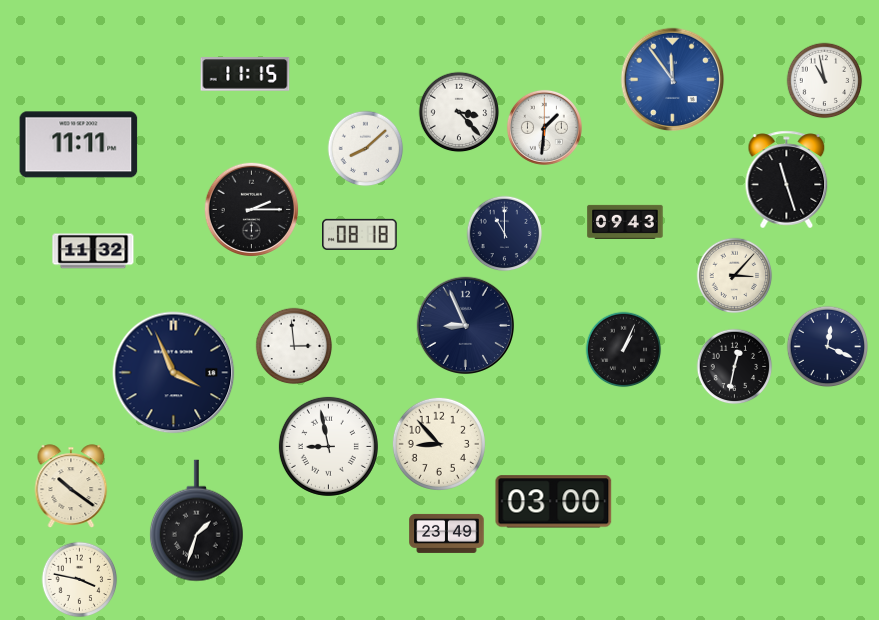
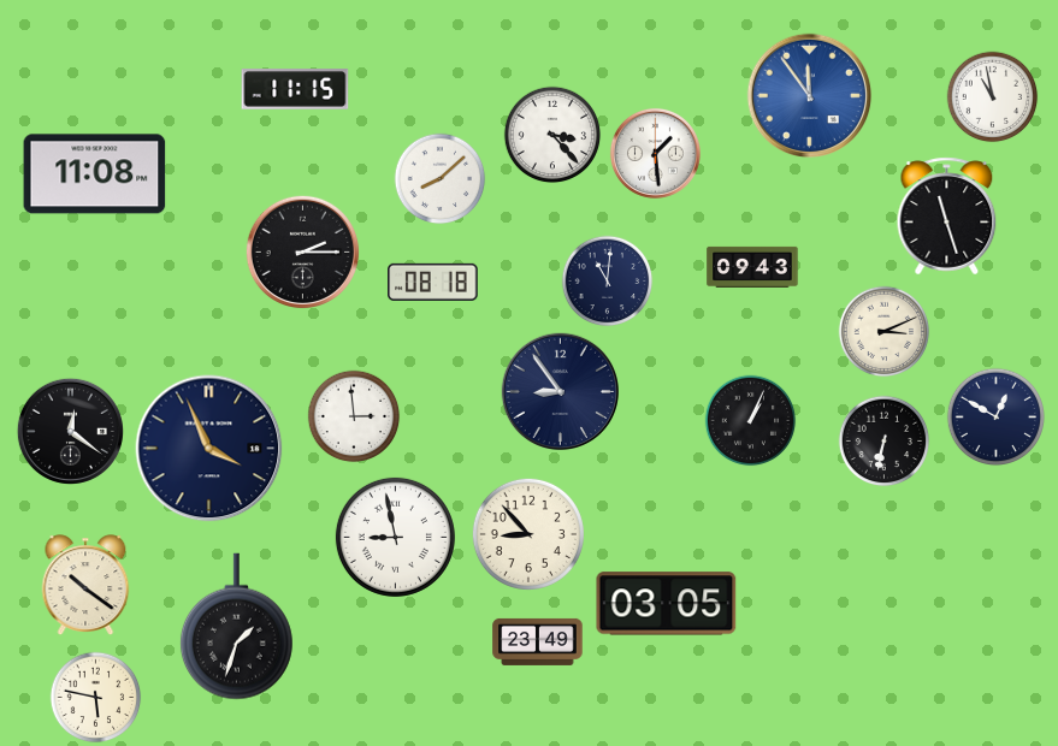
clock at (544, 127): 1:31 -> 1:29
clock at (79, 145): 11:11 -> 11:08
clock at (505, 234): 11:00 -> 11:01
clock at (93, 251): 11:32 -> none
clock at (735, 276): 3:07 -> 3:11
clock at (465, 325): 8:56 -> 8:54
clock at (828, 347): 12:19 -> 12:50
clock at (70, 431): none -> 12:21
clock at (735, 367): 12:32 -> 6:32
clock at (554, 502): 03:00 -> 03:05
clock at (80, 580): 3:47 -> 5:47
